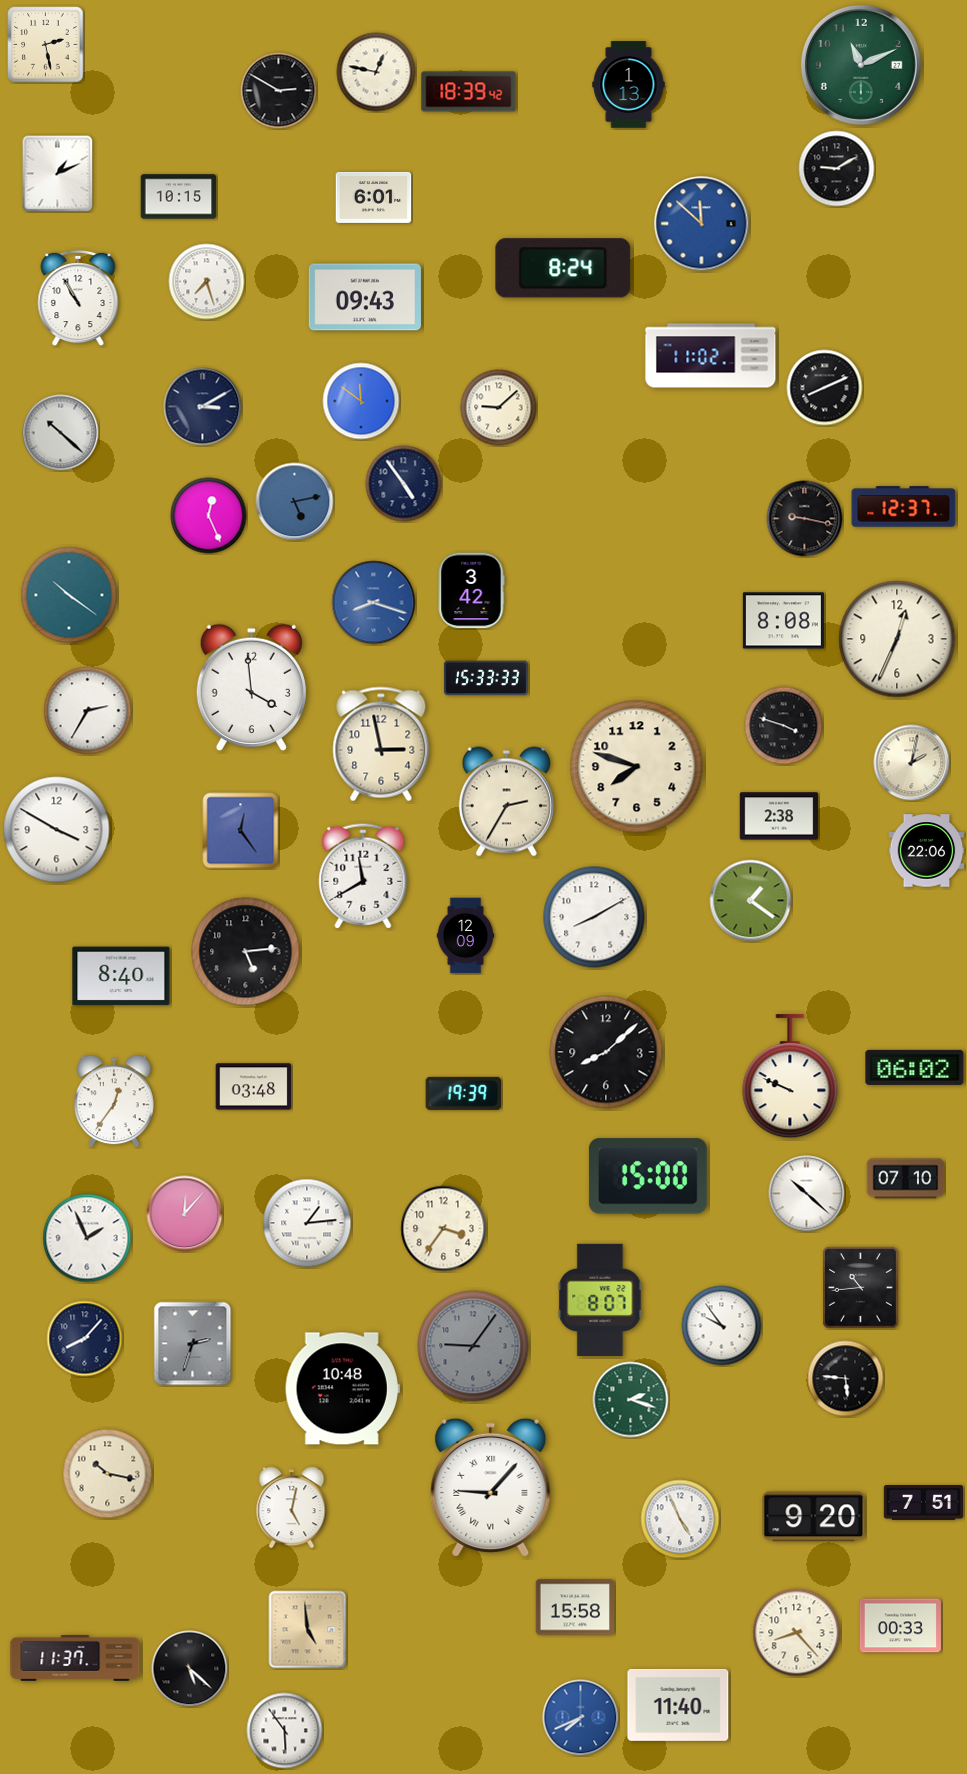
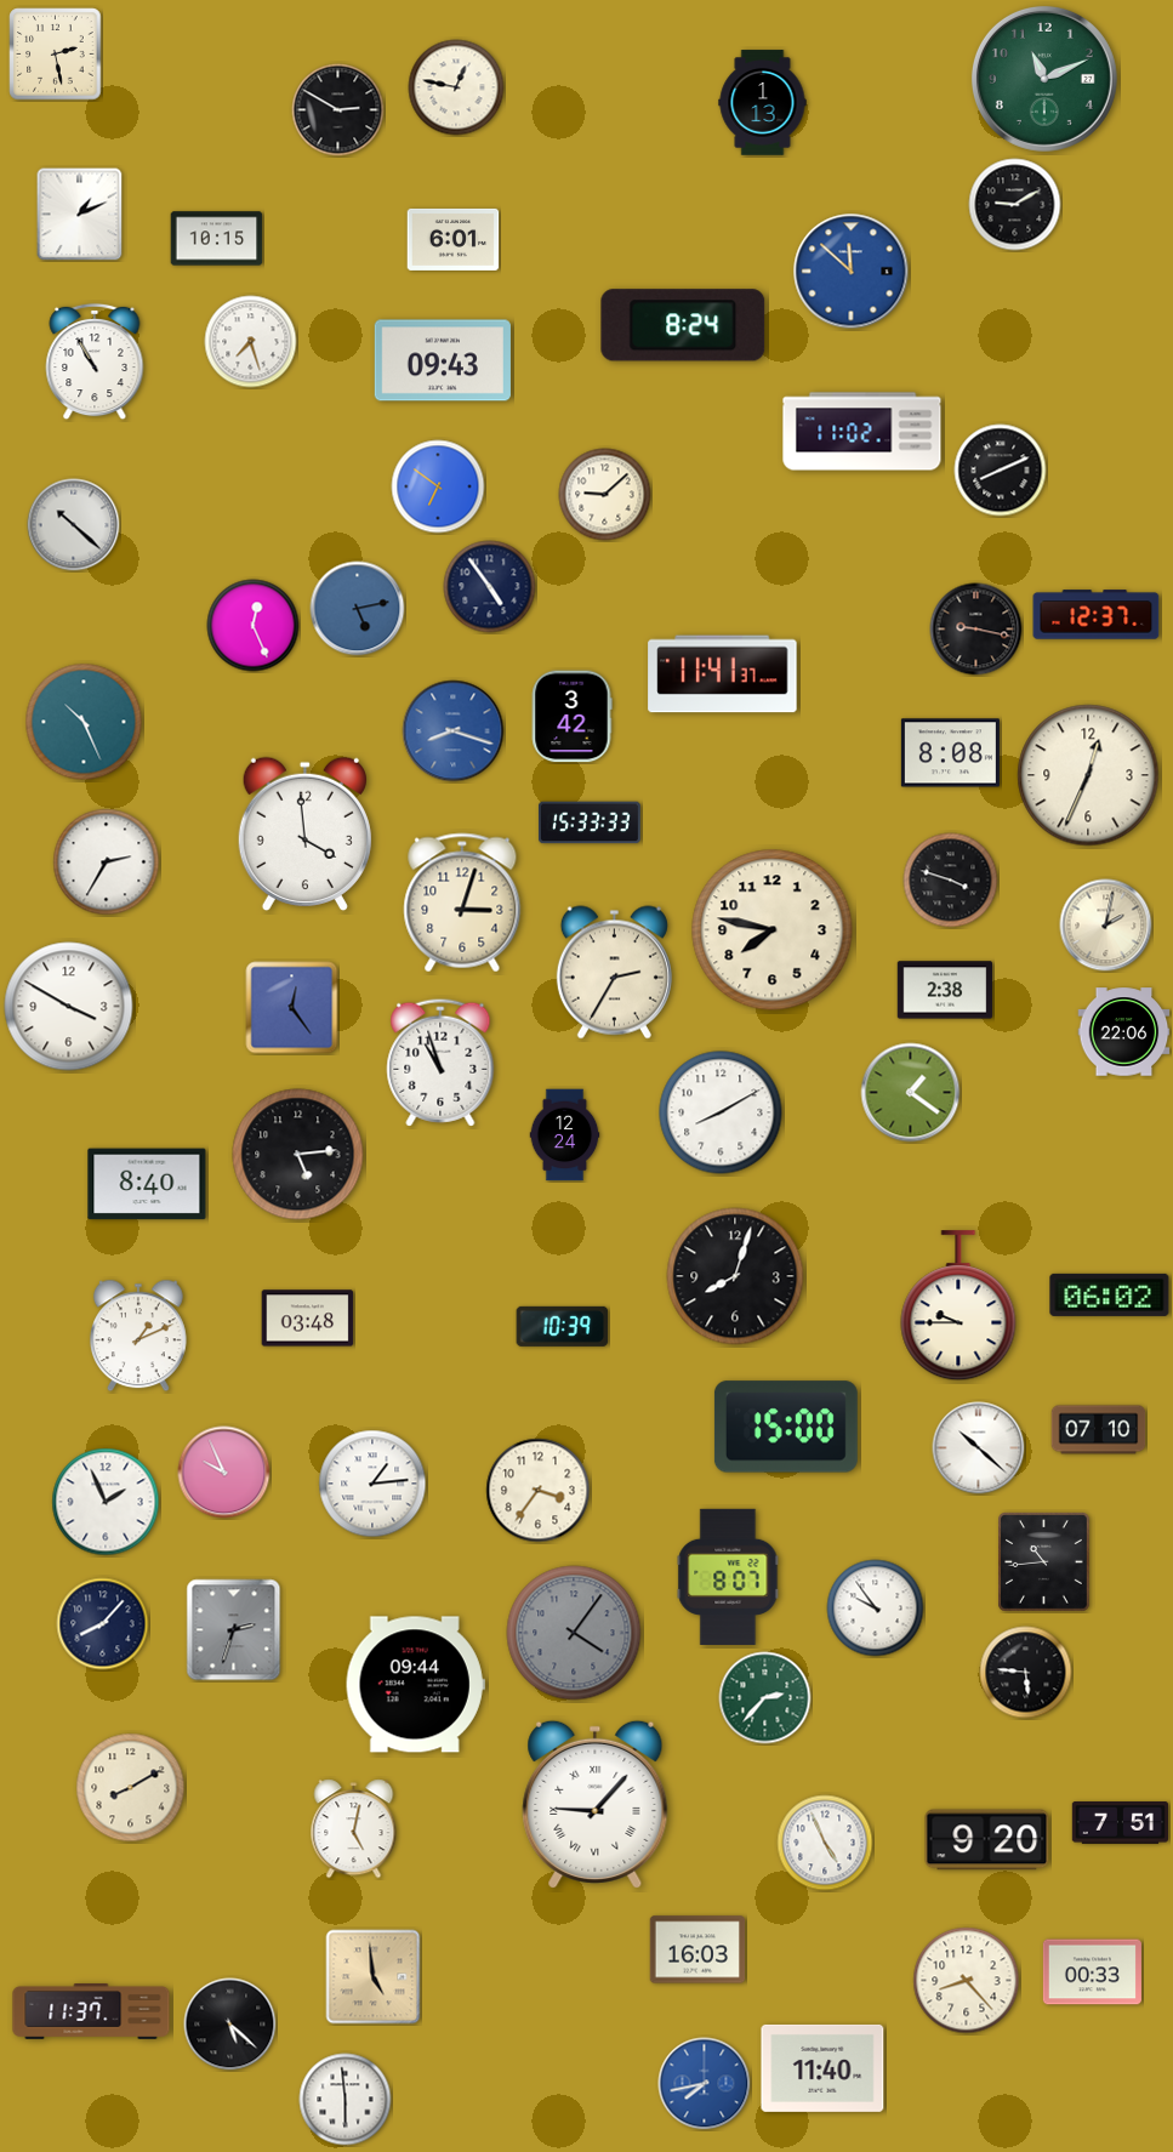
clock at (469, 92): 18:39 -> none
clock at (58, 174) position: (58, 174) -> (80, 215)
clock at (361, 401): 11:51 -> 6:51
clock at (203, 407): 3:10 -> none
clock at (723, 674): none -> 11:41
clock at (69, 595): 10:21 -> 10:26
clock at (381, 744): 2:58 -> 3:03
clock at (637, 767): 7:48 -> 7:47
clock at (363, 876): 11:40 -> 10:57
clock at (466, 936): 12:09 -> 12:24
clock at (606, 1052): 8:08 -> 8:03
clock at (790, 1077): 9:49 -> 9:45
clock at (464, 1093): 19:39 -> 10:39
clock at (114, 1101): 12:36 -> 1:11
clock at (185, 1214): 12:07 -> 9:56
clock at (473, 1346): 9:06 -> 4:06
clock at (342, 1389): 10:48 -> 09:44
clock at (631, 1400): 2:18 -> 2:37
clock at (108, 1474): 10:17 -> 8:10
clock at (575, 1607): 15:58 -> 16:03
clock at (581, 1718): 7:41 -> 7:43
clock at (285, 1731): 5:54 -> 5:59
